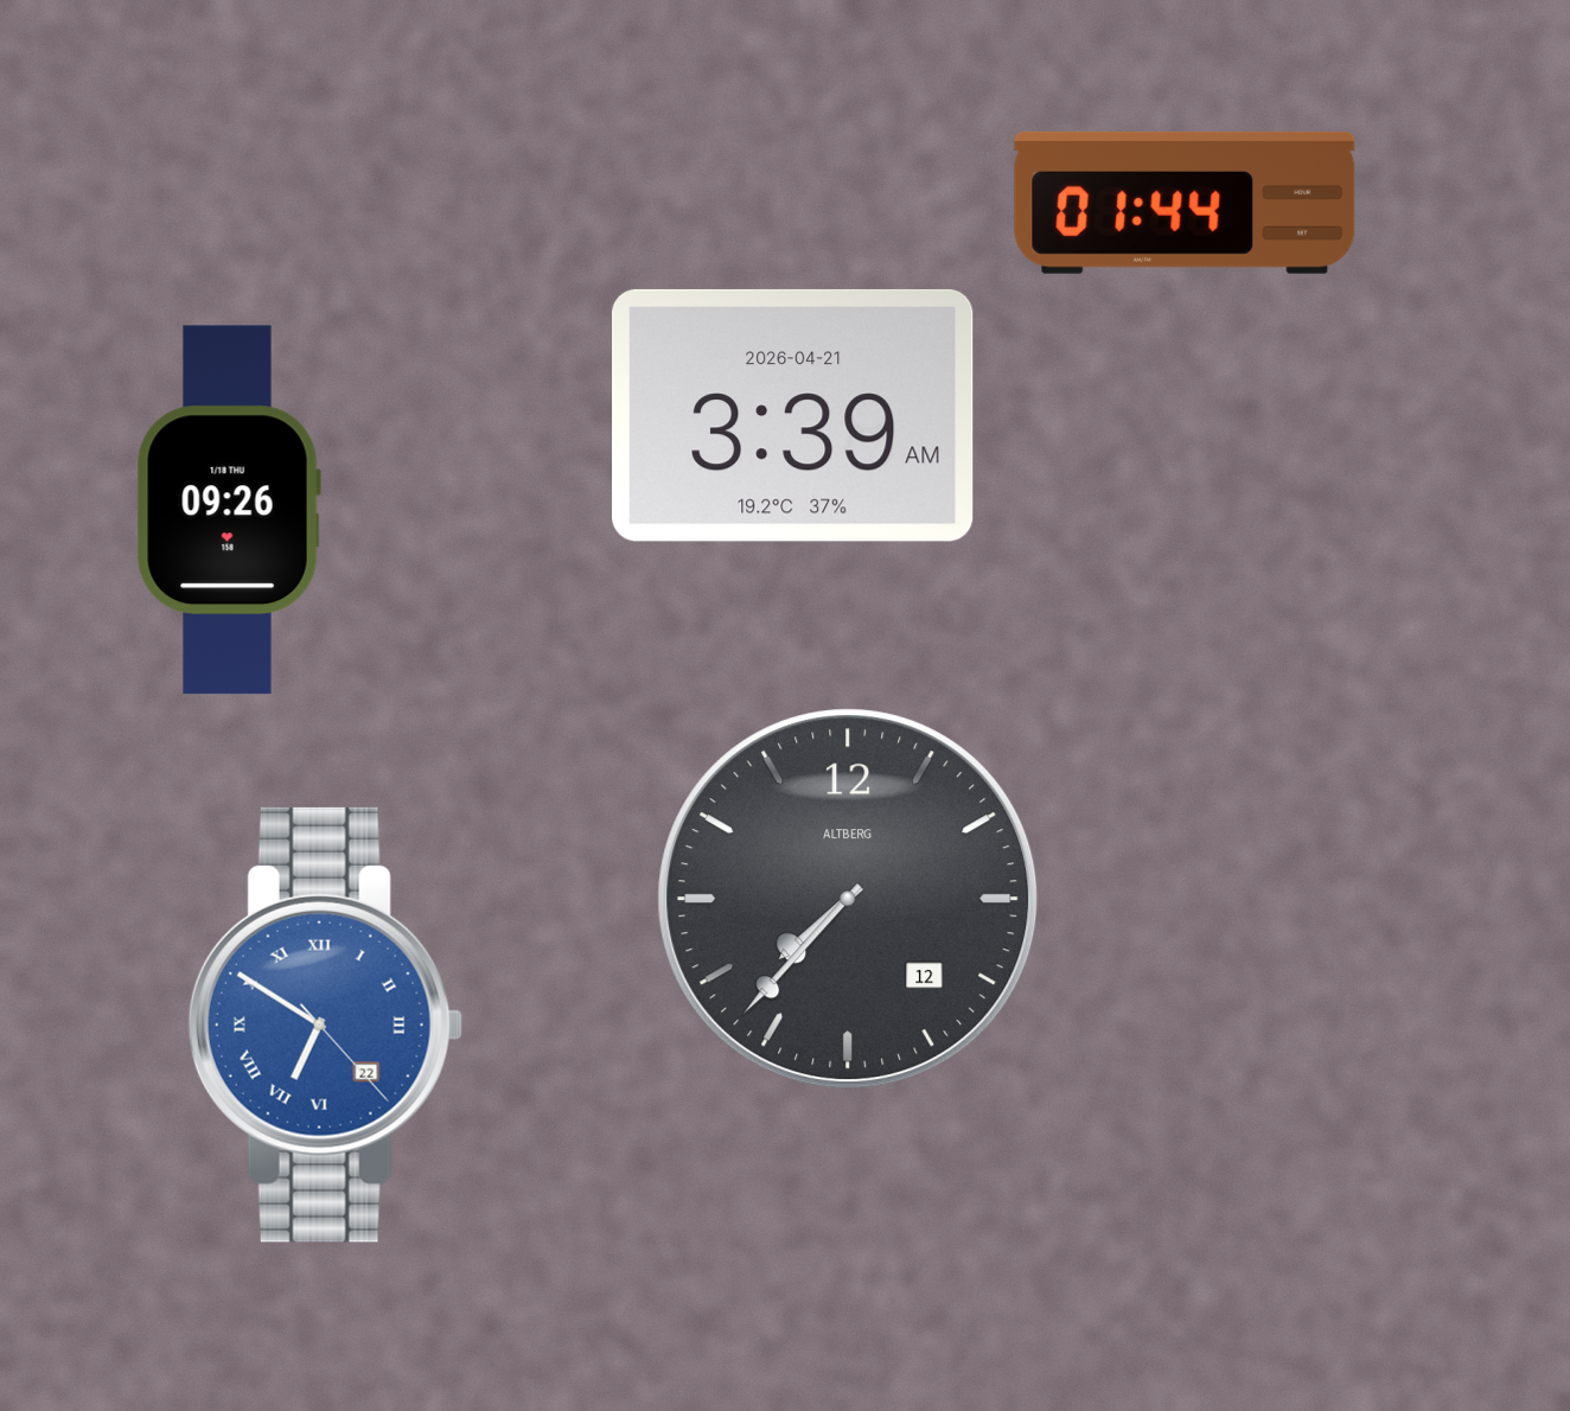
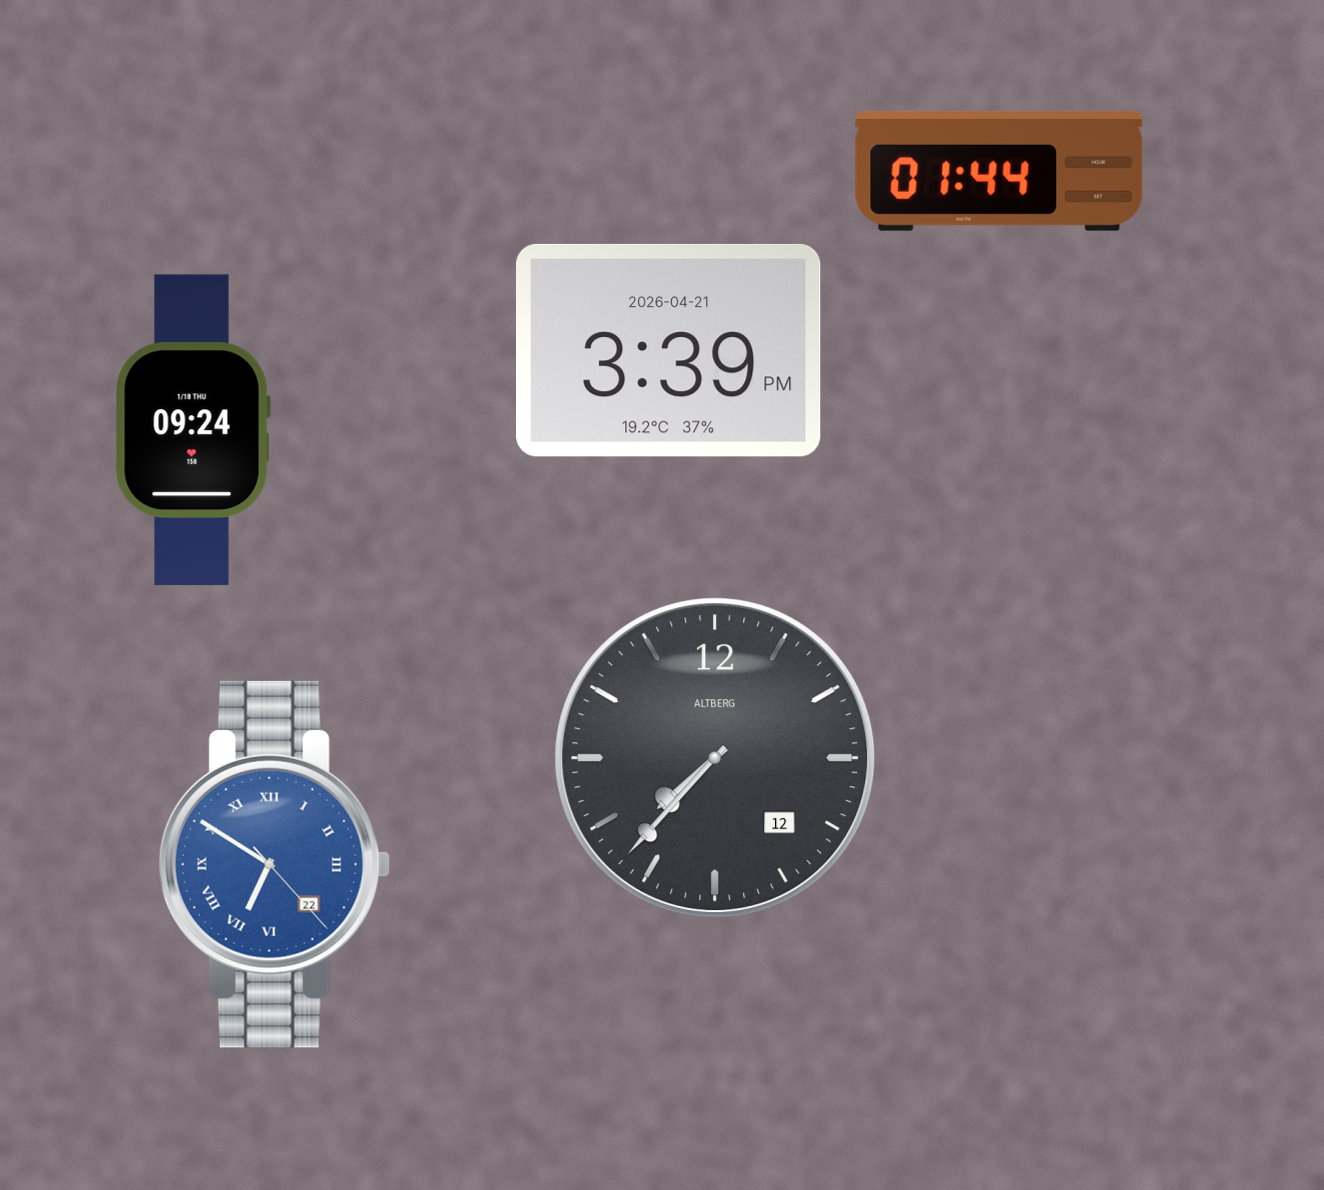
clock at (793, 415): 3:39 AM -> 3:39 PM
clock at (229, 510): 09:26 -> 09:24
